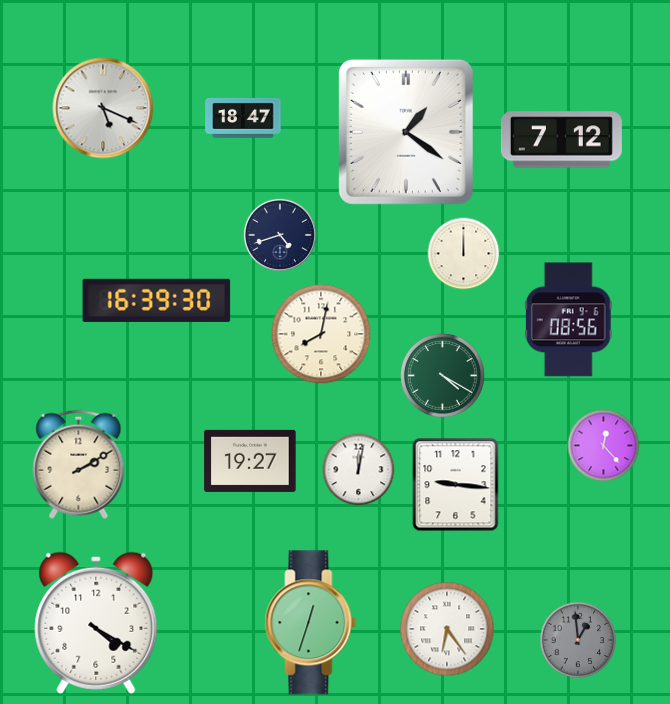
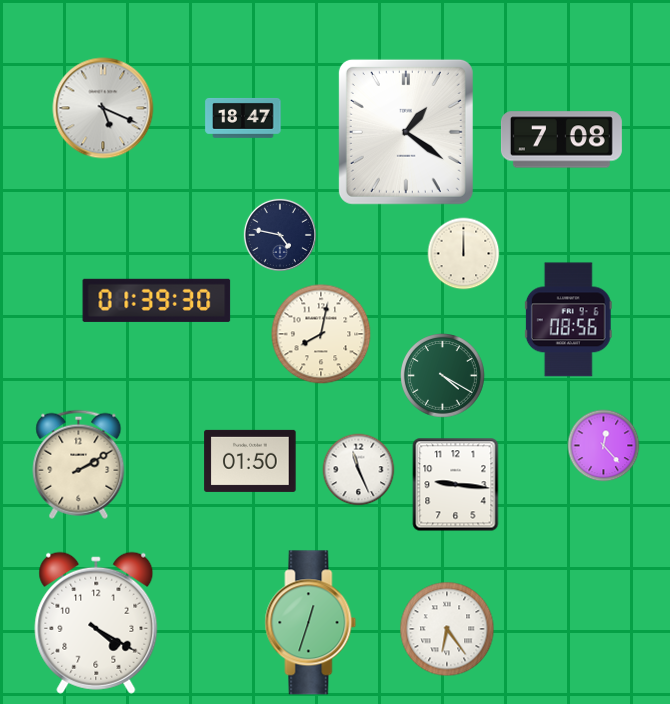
clock at (561, 140): 7:12 -> 7:08
clock at (280, 235): 4:42 -> 4:47
clock at (157, 300): 16:39 -> 01:39
clock at (250, 461): 19:27 -> 01:50
clock at (359, 470): 12:02 -> 11:26
clock at (578, 640): 12:59 -> none
